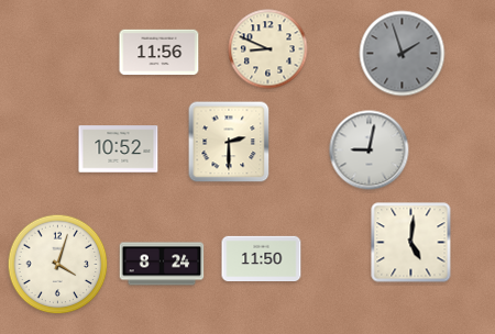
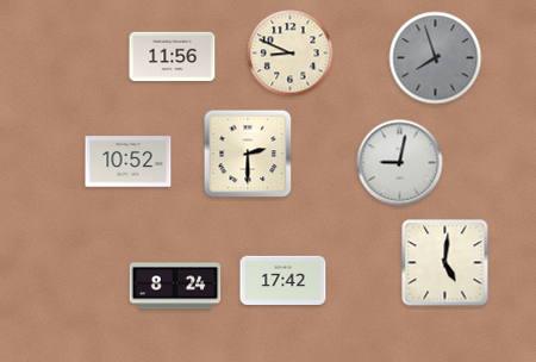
clock at (403, 54): 1:57 -> 7:57
clock at (262, 259): 11:50 -> 17:42
clock at (58, 265): 4:03 -> none
